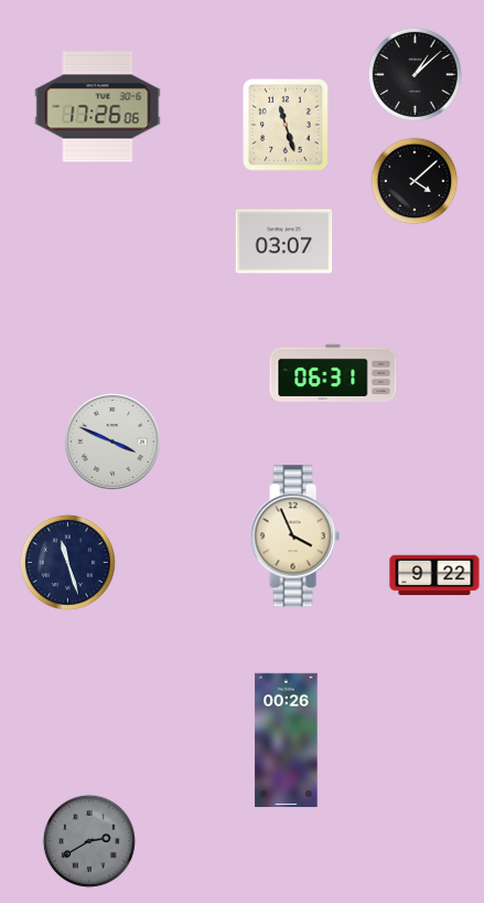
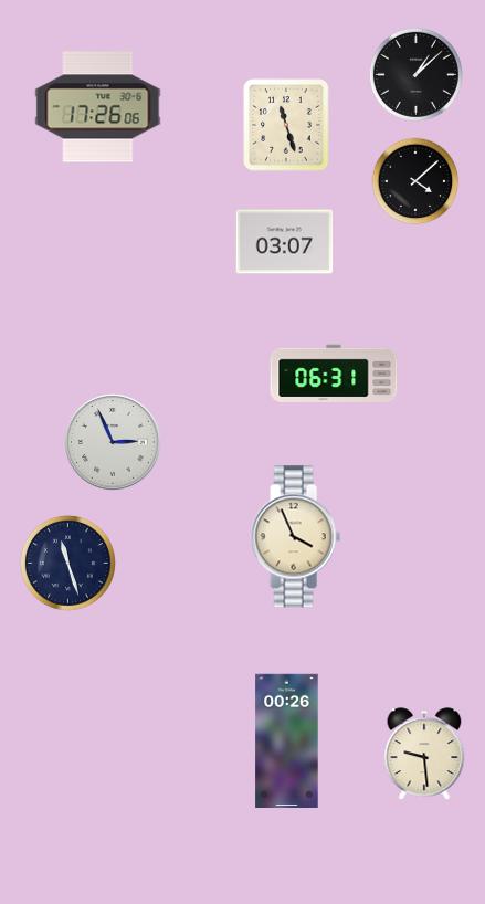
clock at (114, 443): 3:49 -> 2:56
clock at (434, 575): 9:22 -> none
clock at (424, 754): none -> 9:29
clock at (89, 841): 2:40 -> none
